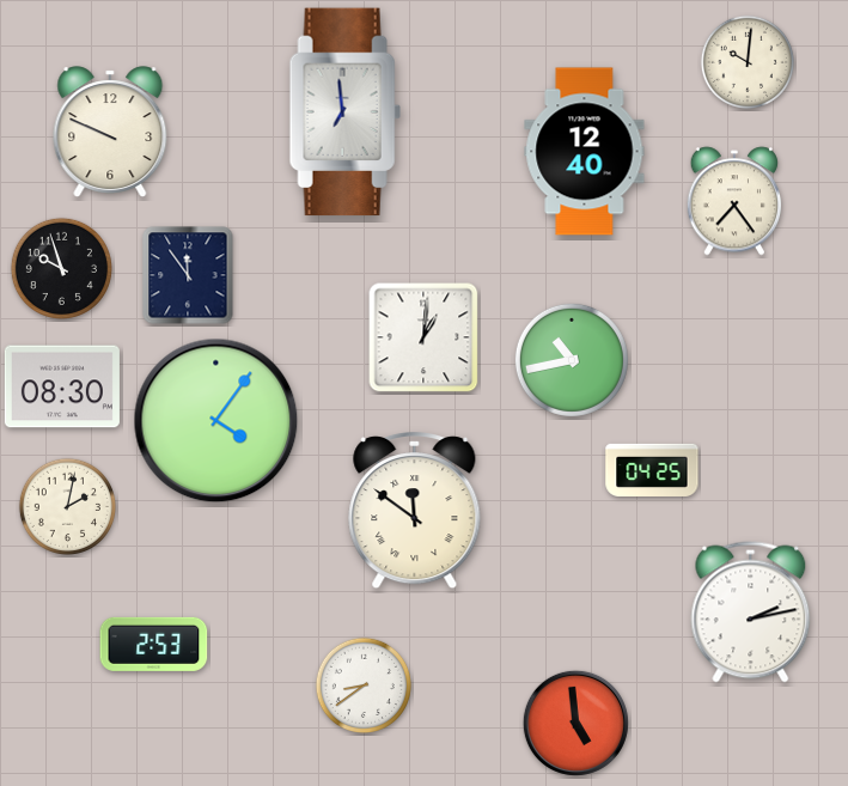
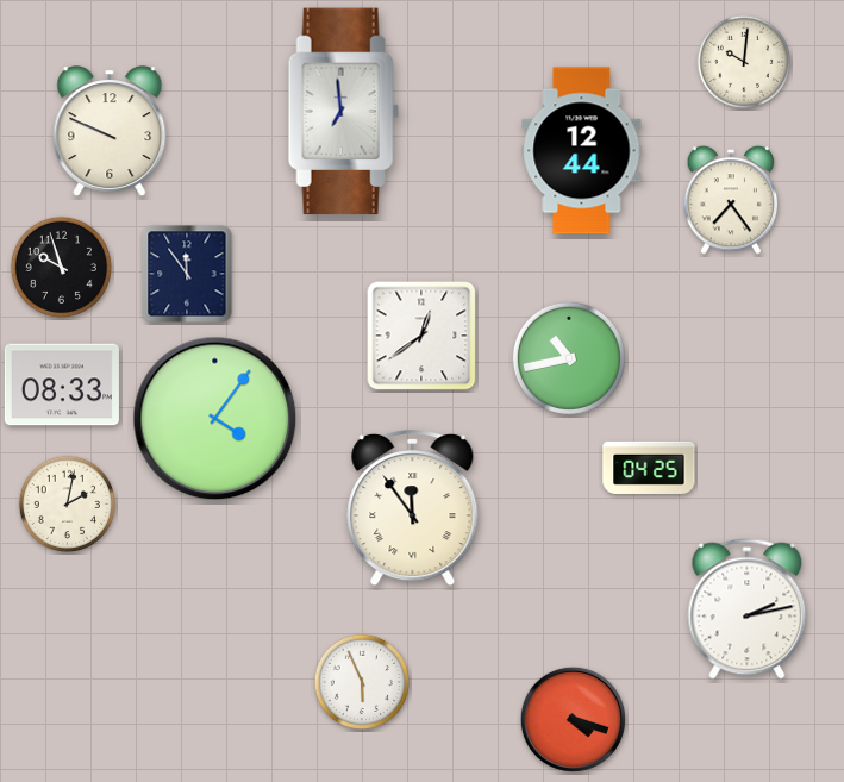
clock at (585, 152): 12:40 -> 12:44
clock at (423, 337): 1:01 -> 12:39
clock at (62, 386): 08:30 -> 08:33
clock at (415, 512): 11:51 -> 11:54
clock at (154, 644): 2:53 -> none
clock at (362, 684): 8:39 -> 5:56
clock at (575, 723): 4:59 -> 4:18
